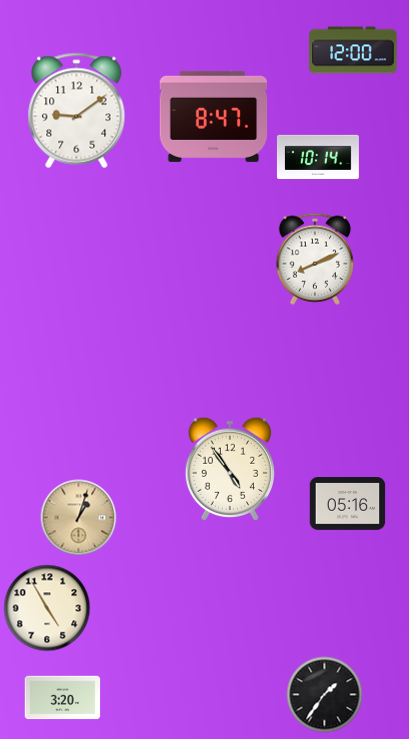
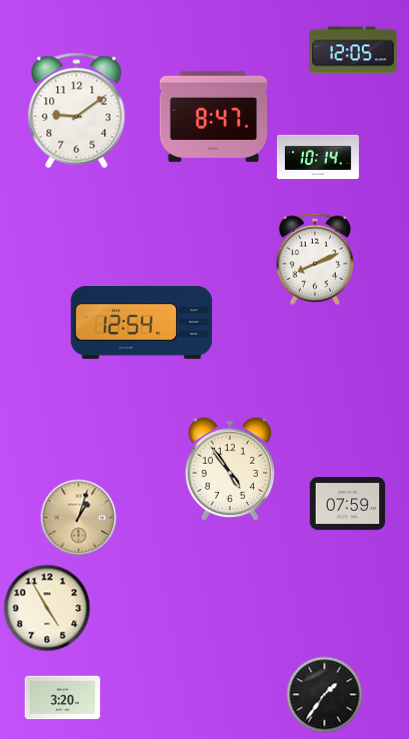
clock at (353, 50): 12:00 -> 12:05
clock at (141, 323): none -> 12:54
clock at (348, 504): 05:16 -> 07:59
